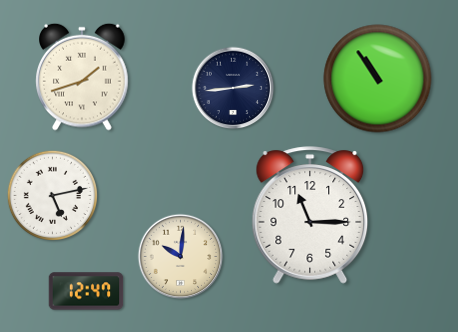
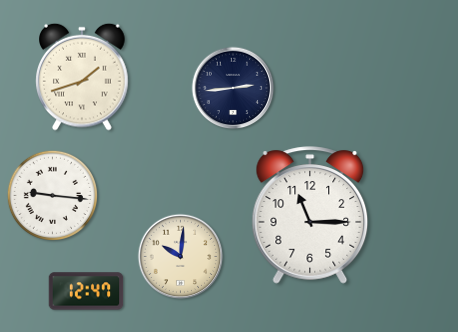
clock at (378, 79): 10:54 -> none
clock at (52, 195): 5:13 -> 9:16
